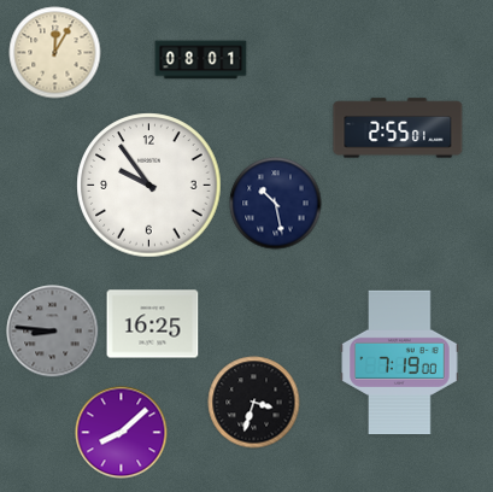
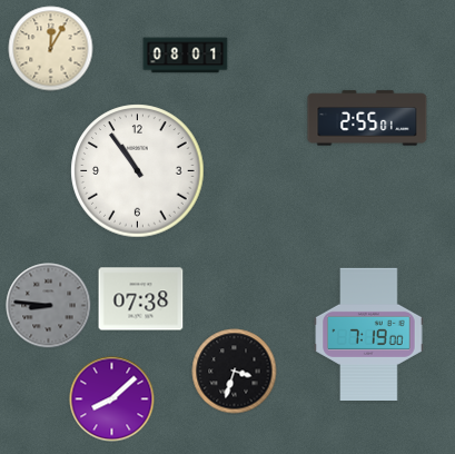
clock at (149, 186): 9:54 -> 10:54
clock at (276, 204): 10:28 -> none
clock at (153, 324): 16:25 -> 07:38
